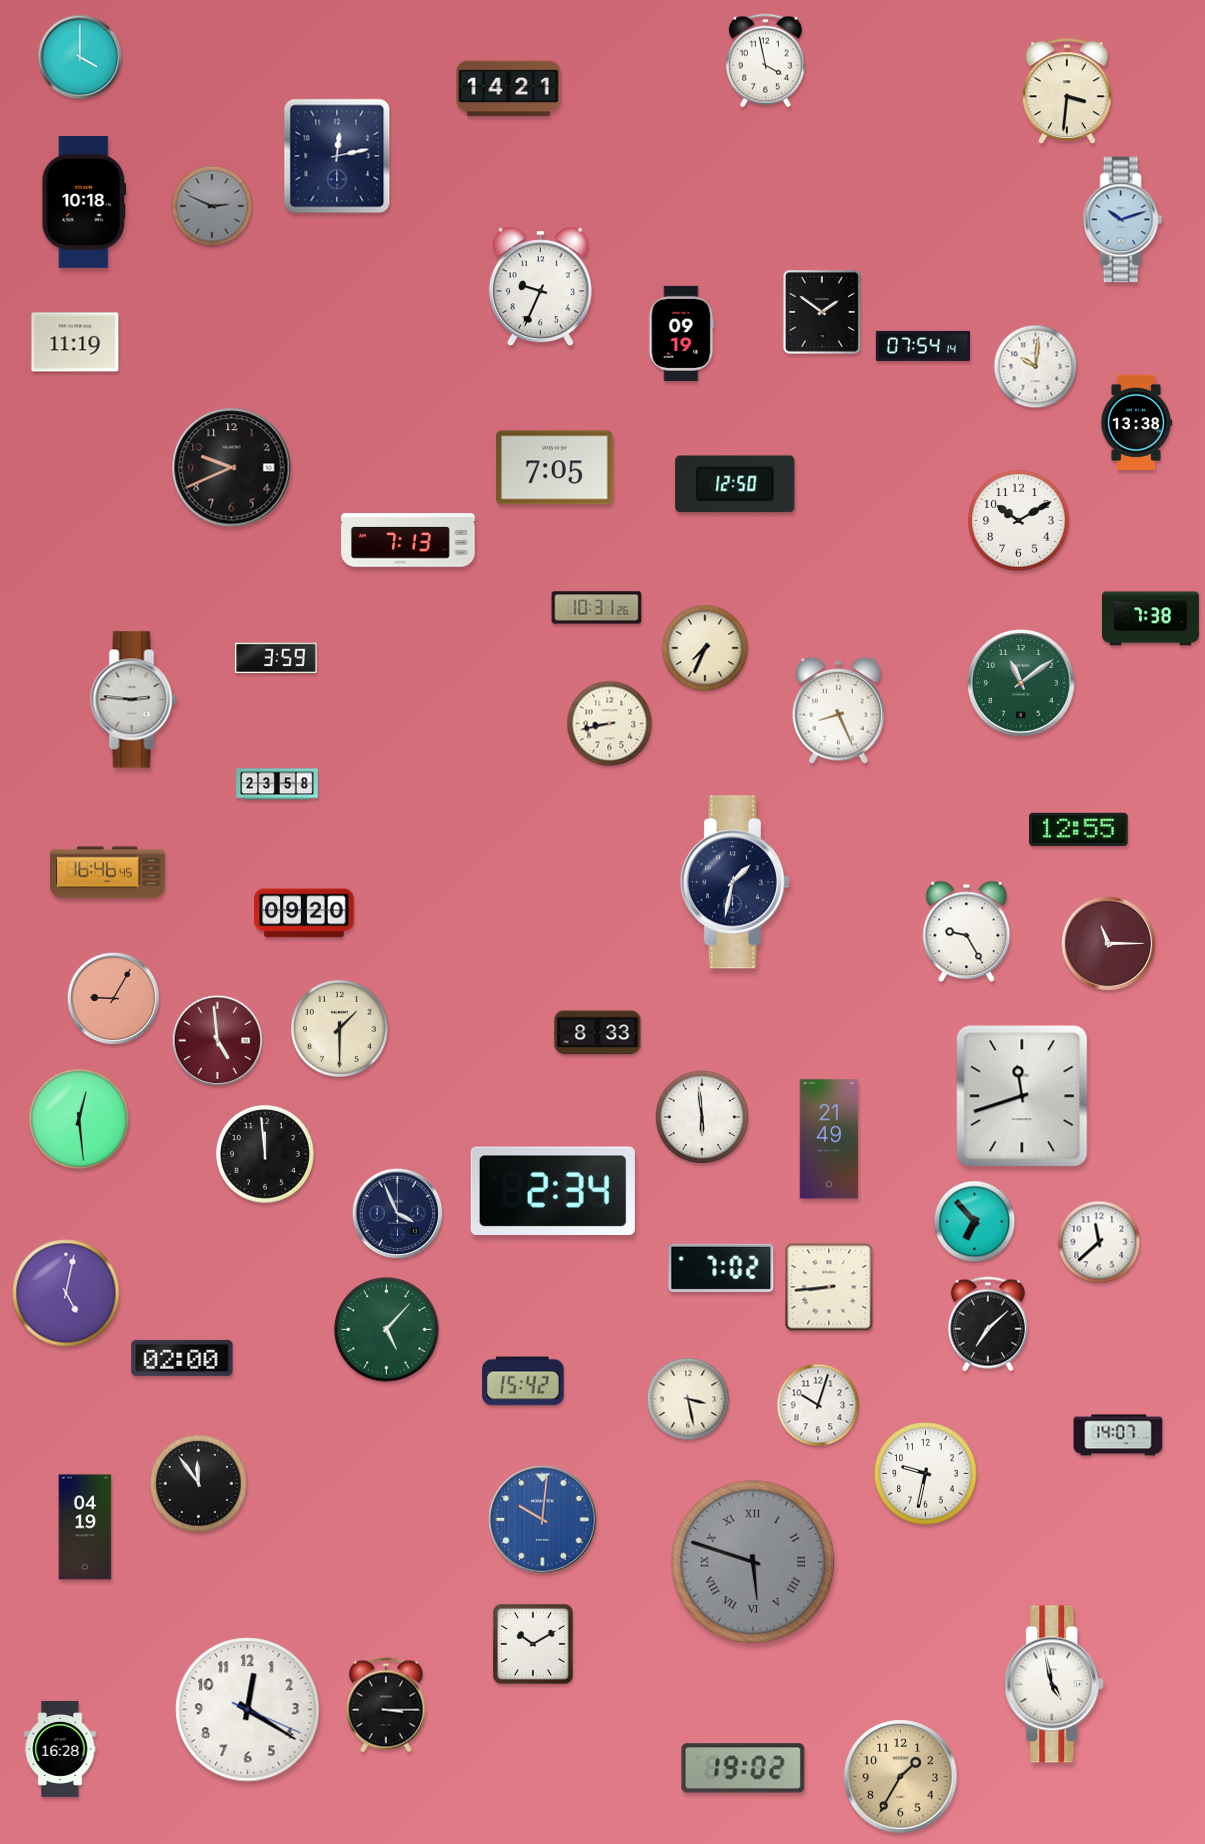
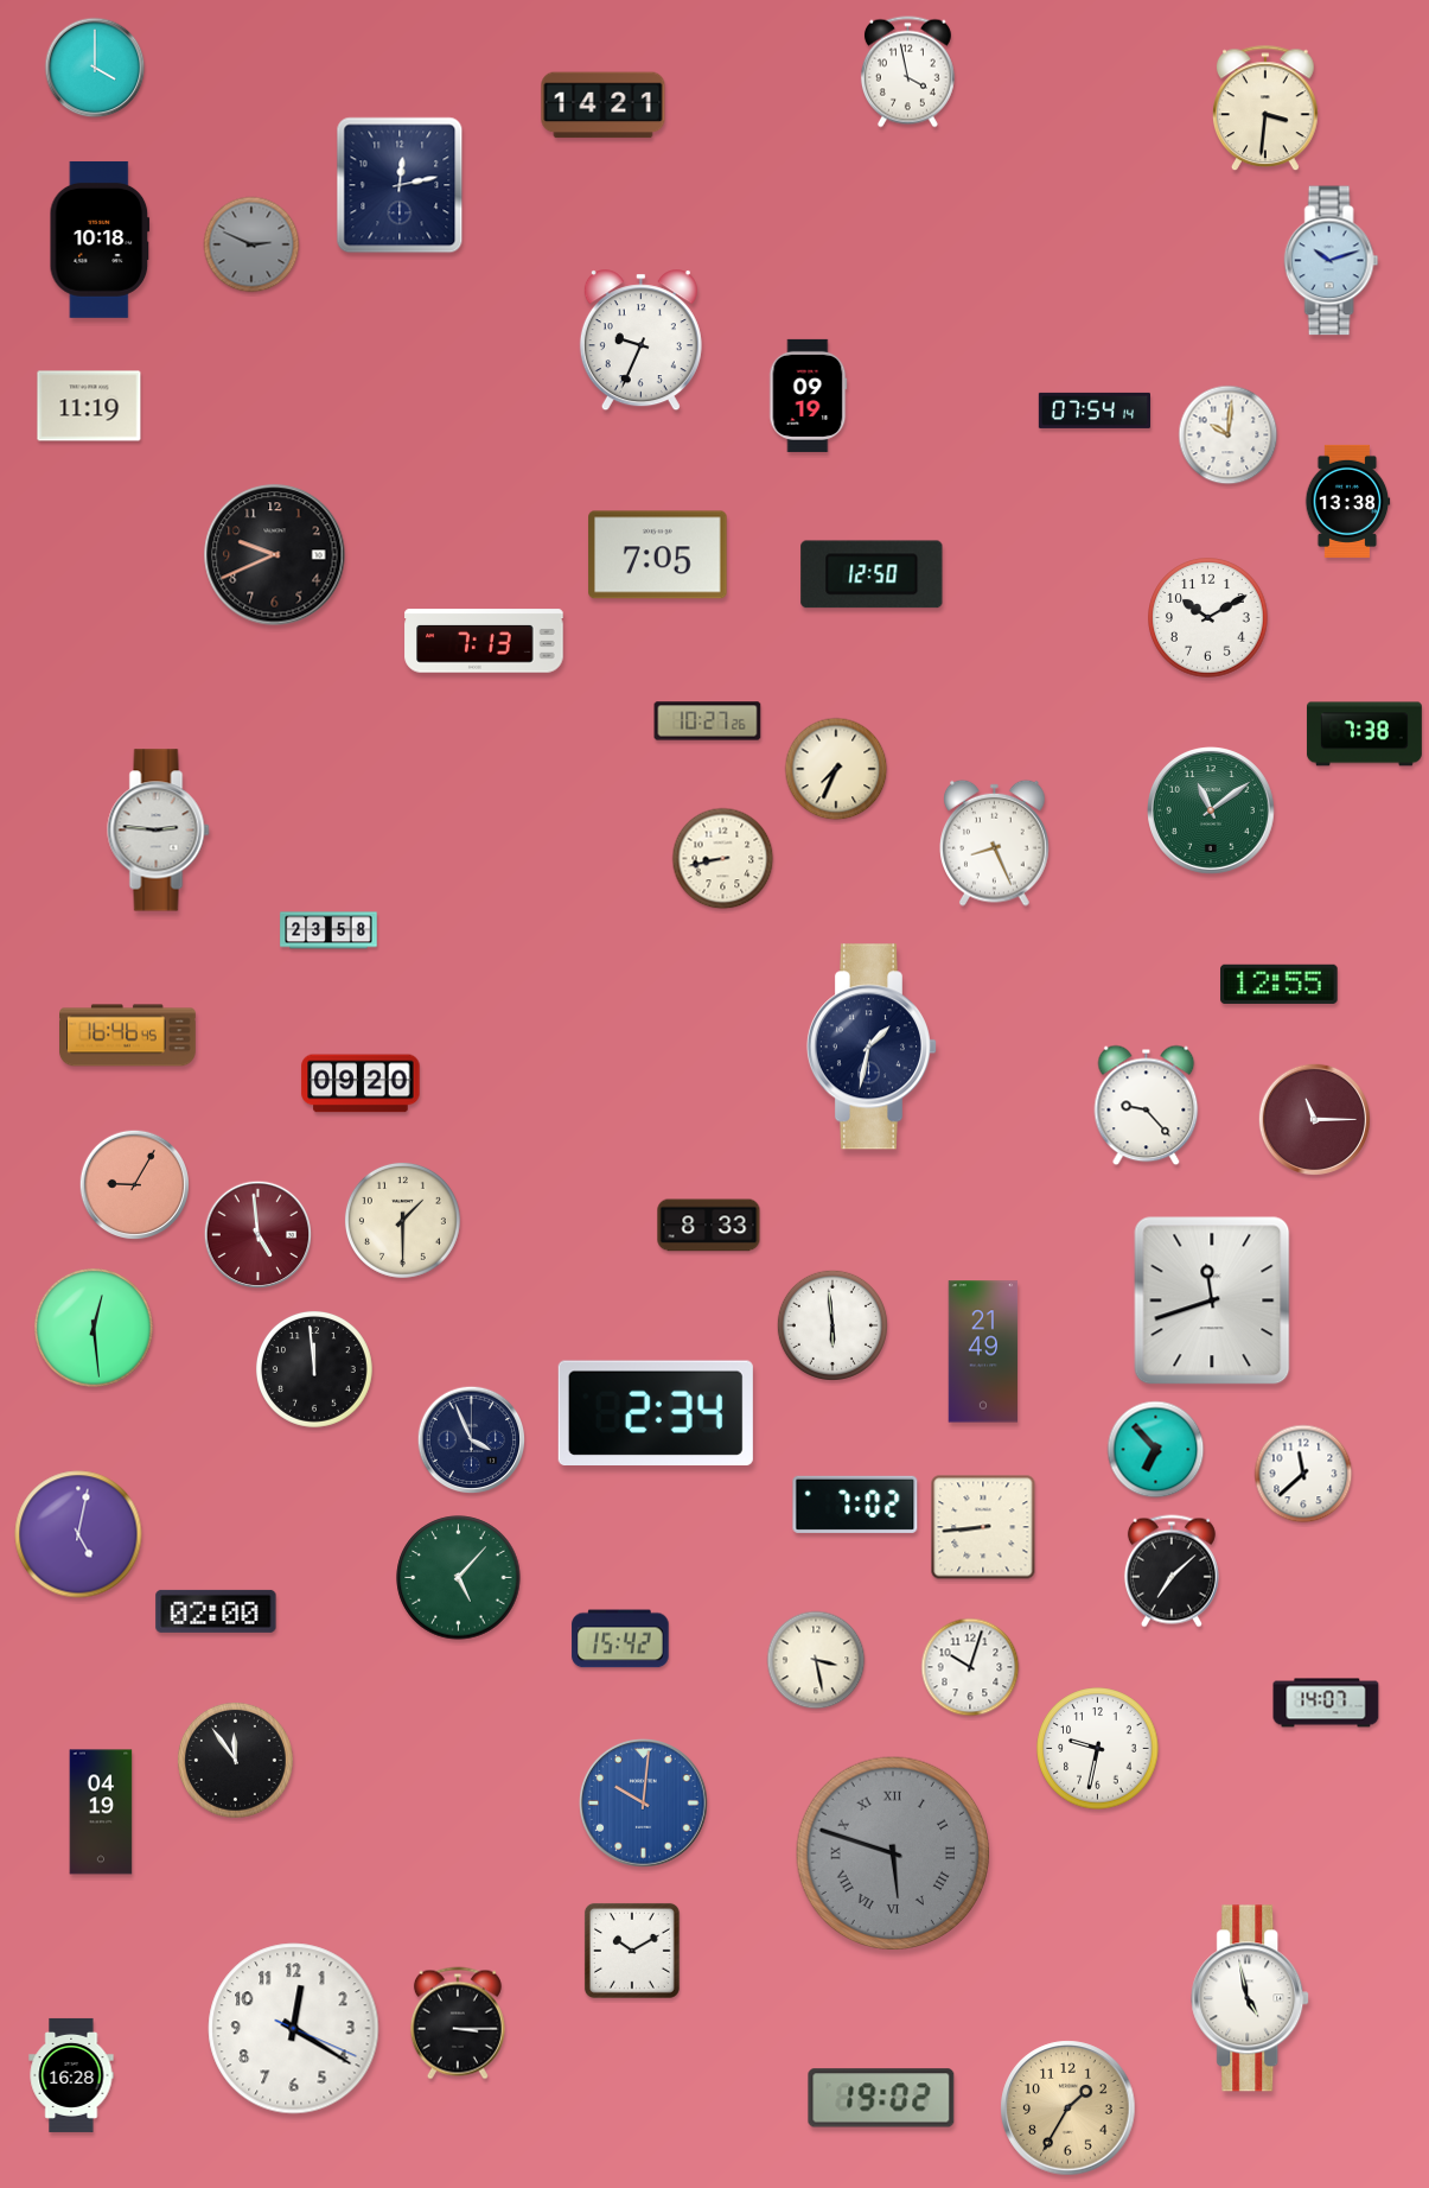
clock at (823, 313): 1:51 -> none
clock at (597, 608): 10:31 -> 10:27
clock at (276, 658): 3:59 -> none
clock at (967, 932): 9:25 -> 9:23
